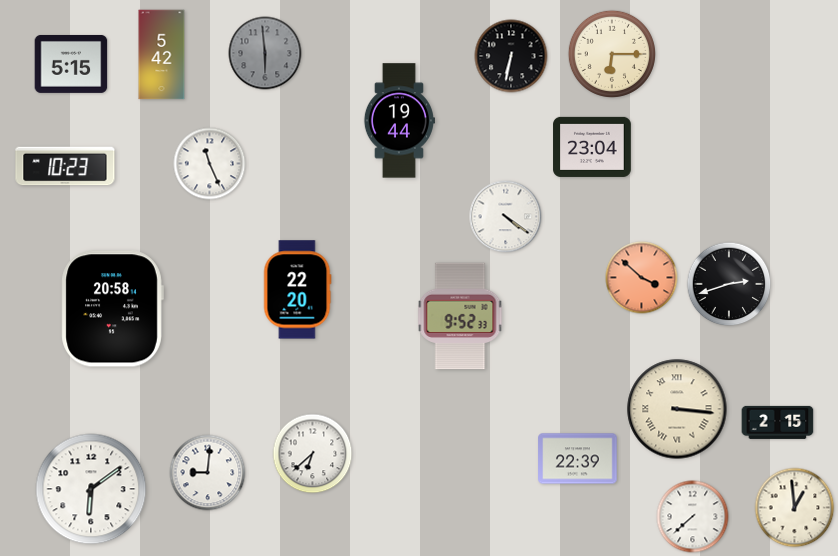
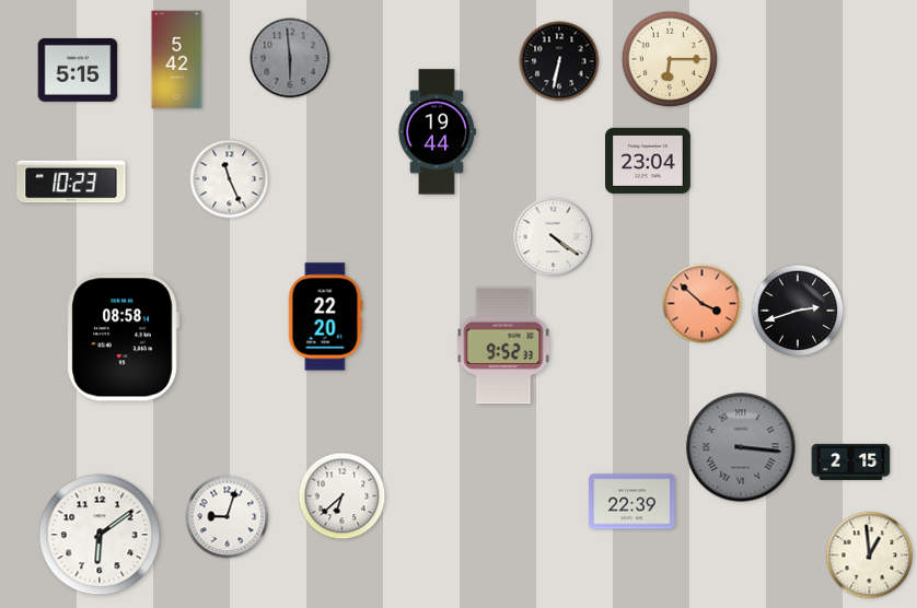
clock at (112, 309): 20:58 -> 08:58
clock at (677, 409) dial: cream -> grey
clock at (208, 473): 9:01 -> 9:03
clock at (693, 517): 7:38 -> none
